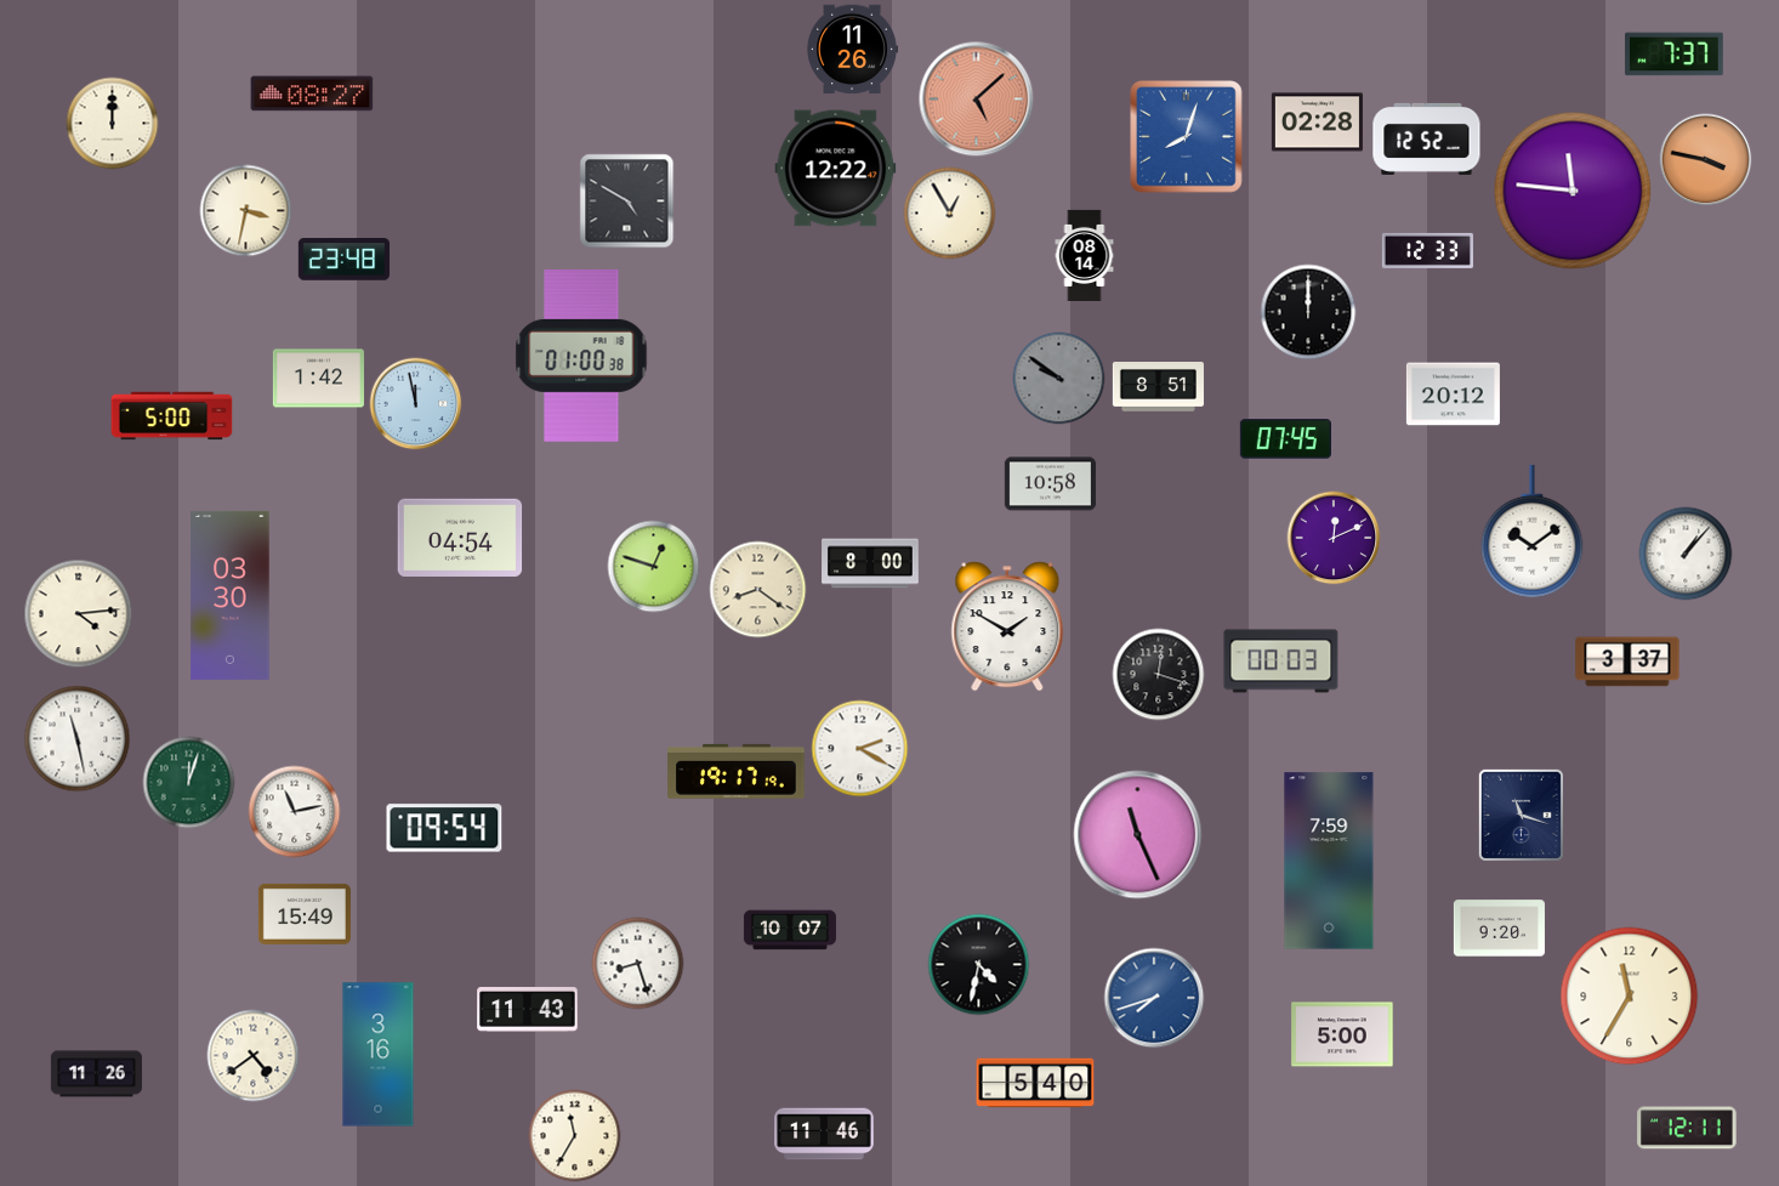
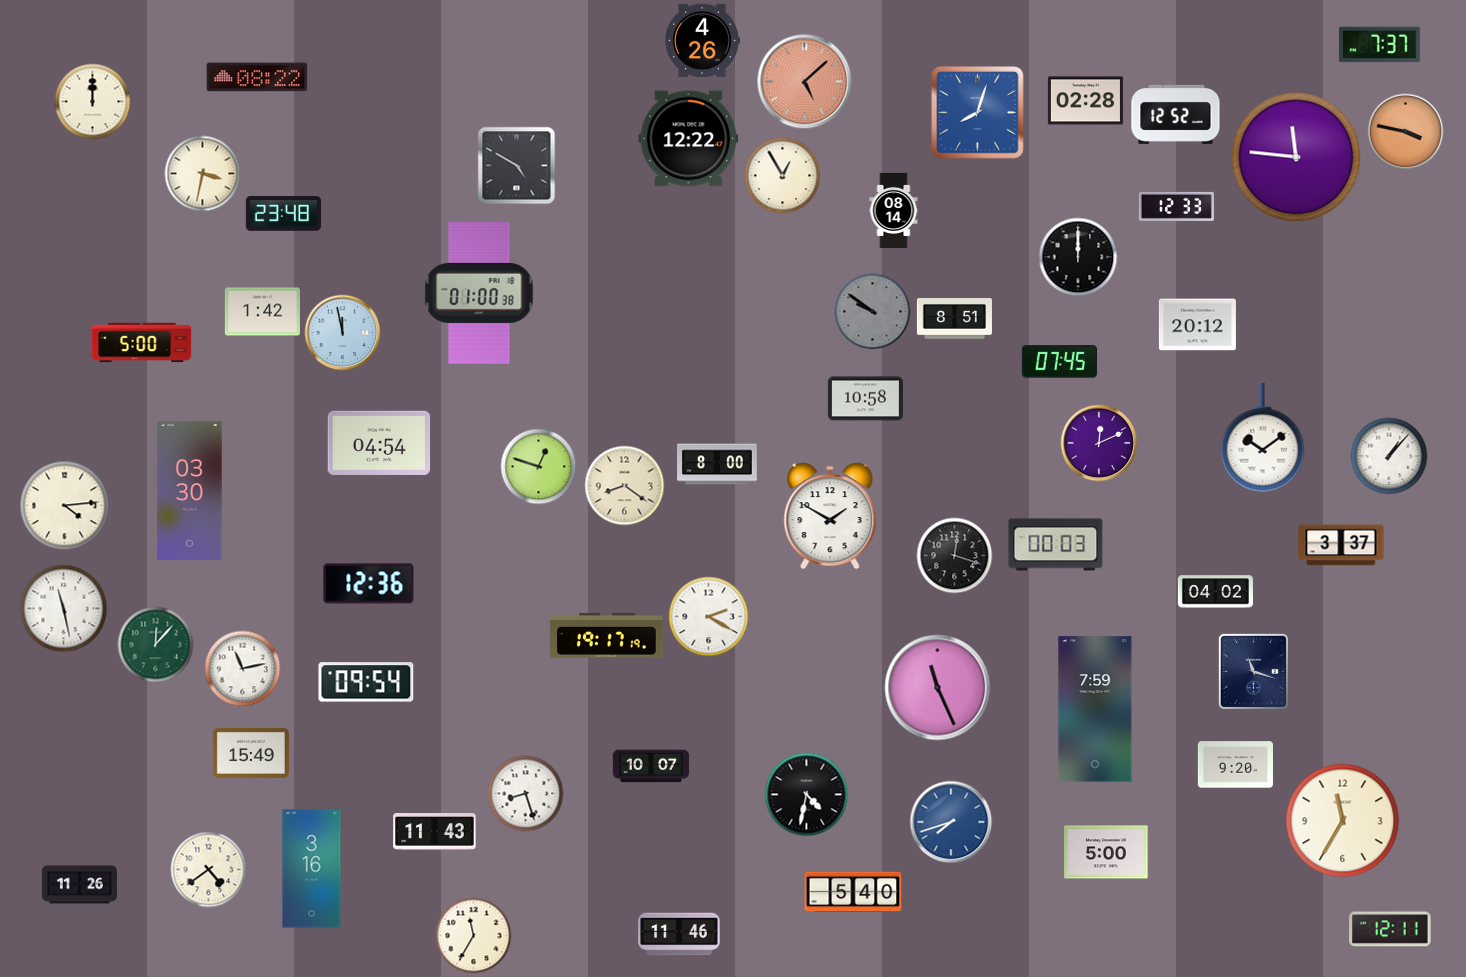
clock at (853, 50): 11:26 -> 4:26
clock at (312, 93): 08:27 -> 08:22
clock at (369, 584): none -> 12:36
clock at (1215, 592): none -> 04:02
clock at (189, 783): 12:03 -> 12:07
